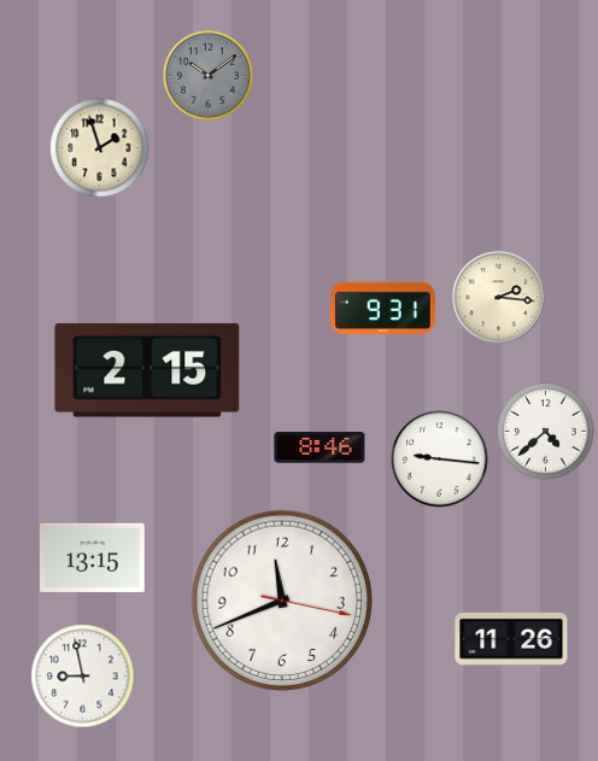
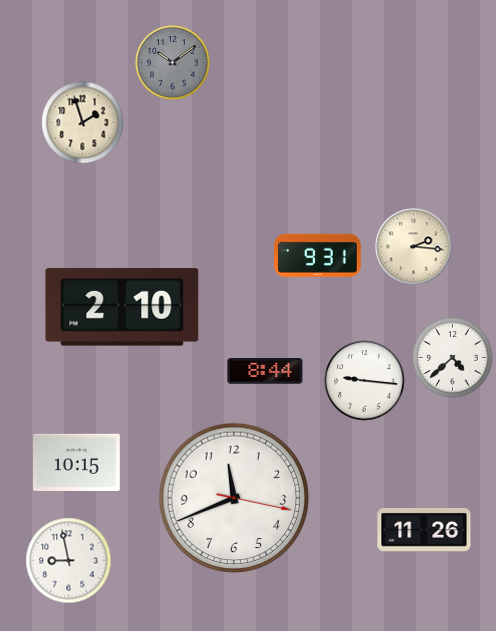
clock at (147, 370): 2:15 -> 2:10
clock at (319, 447): 8:46 -> 8:44
clock at (93, 557): 13:15 -> 10:15
